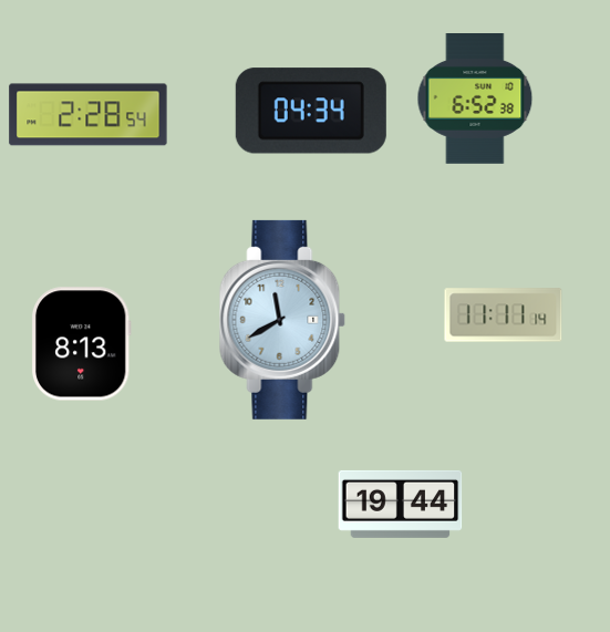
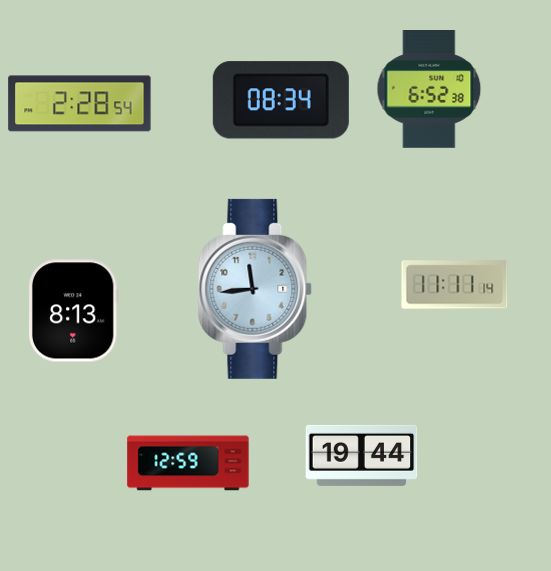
clock at (311, 111): 04:34 -> 08:34
clock at (282, 320): 11:40 -> 11:44
clock at (188, 463): none -> 12:59
